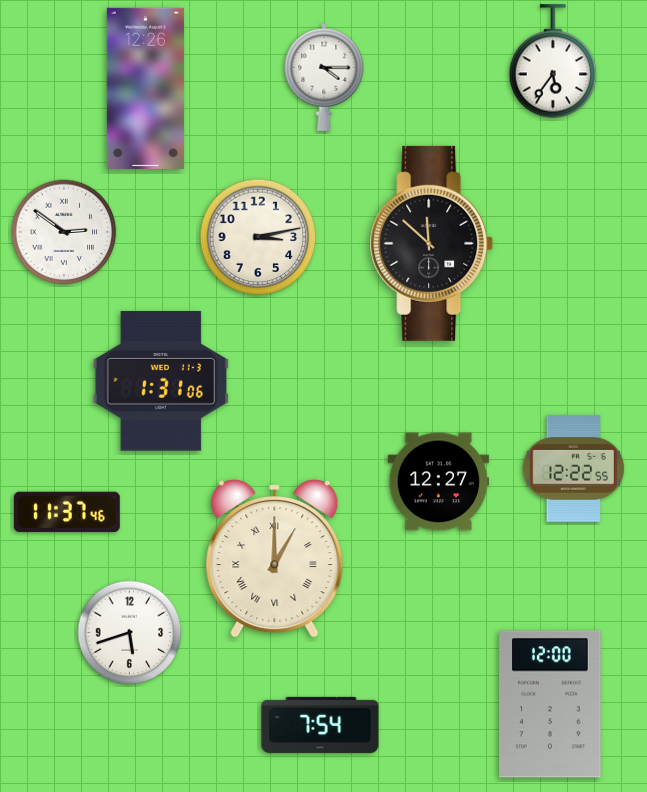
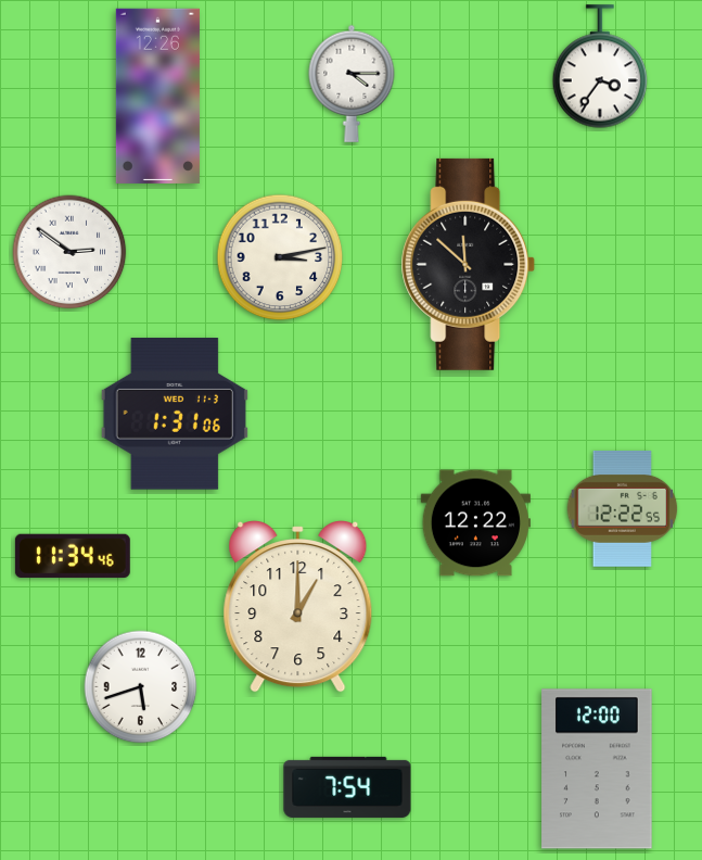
clock at (553, 61): 5:36 -> 3:36
clock at (438, 482): 12:27 -> 12:22
clock at (67, 512): 11:37 -> 11:34
clock at (275, 559) numerals: Roman -> Arabic
clock at (550, 704) position: (550, 704) -> (597, 769)
